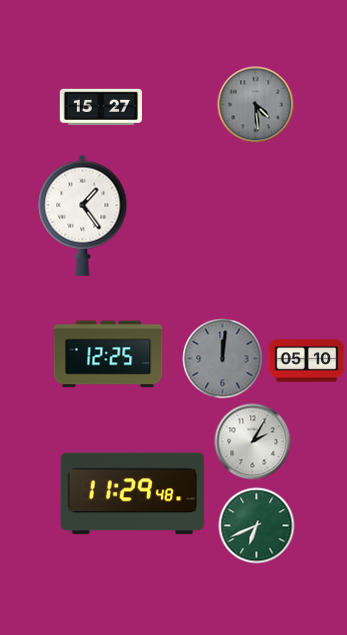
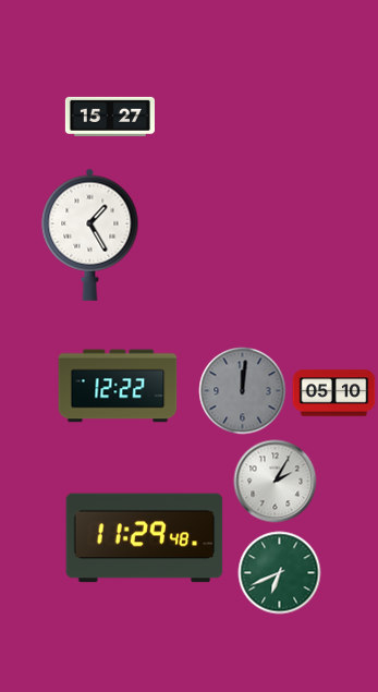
clock at (256, 105): 4:29 -> none
clock at (83, 215): 1:24 -> 1:25
clock at (108, 354): 12:25 -> 12:22
